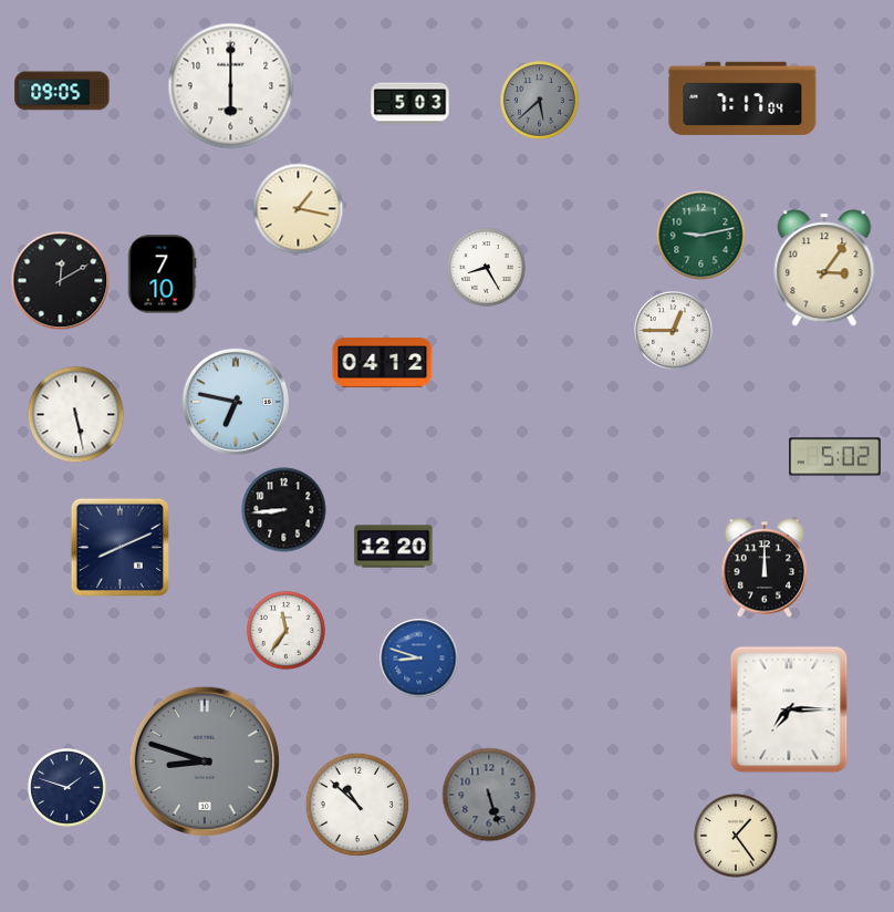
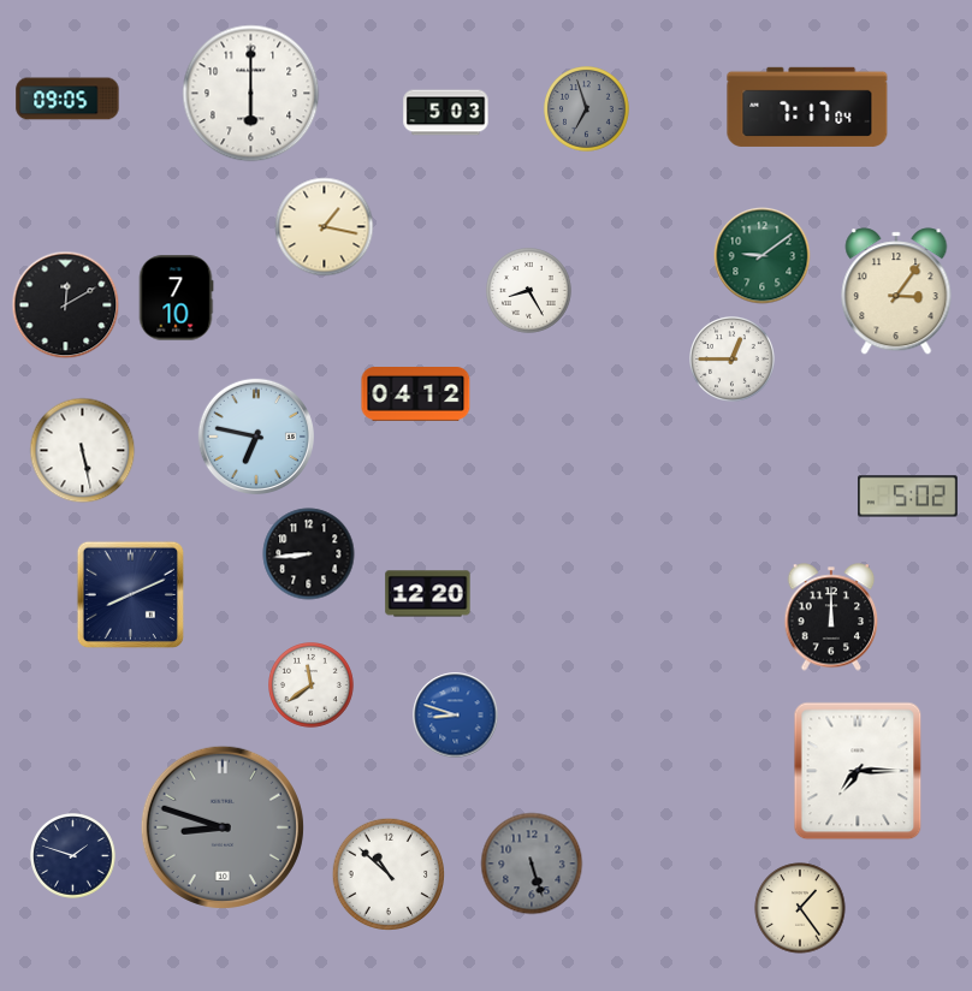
clock at (540, 101): 5:38 -> 6:57
clock at (701, 236): 9:13 -> 9:09
clock at (287, 631): 11:36 -> 11:39
